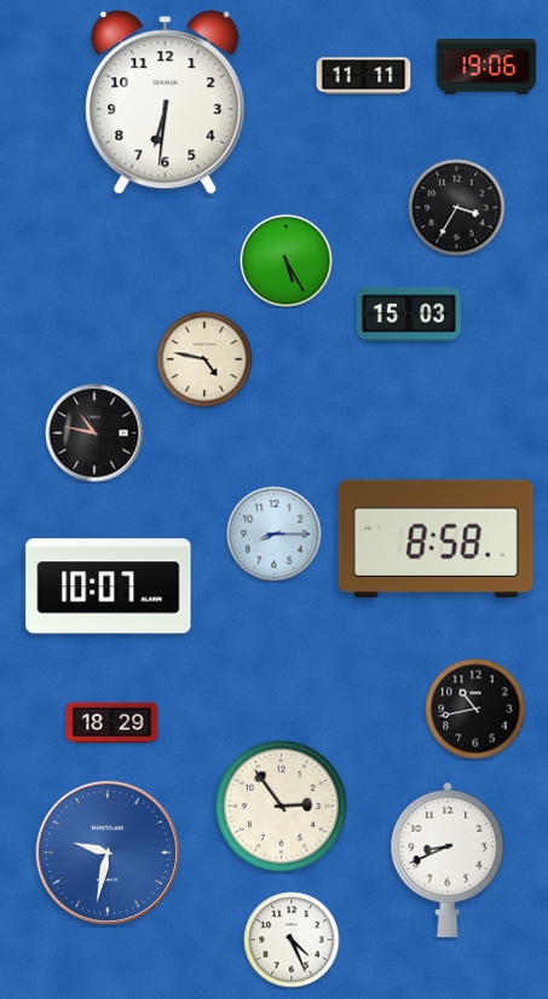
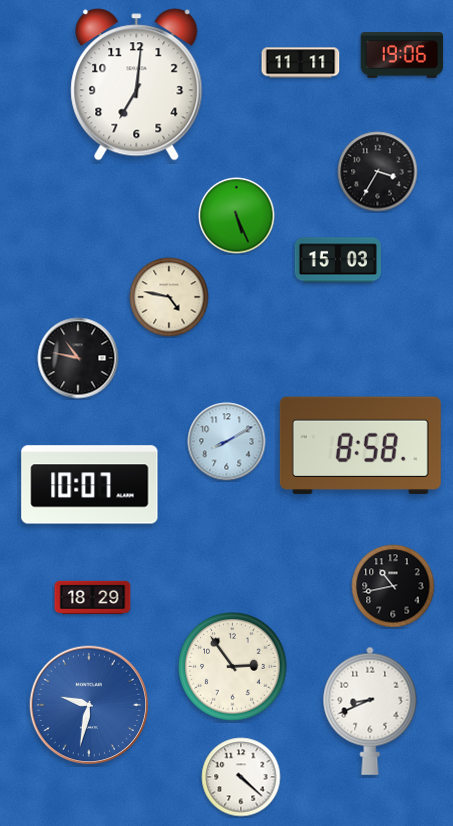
clock at (166, 103): 6:31 -> 7:01
clock at (287, 261): 5:25 -> 5:26
clock at (275, 535): 8:15 -> 8:10
clock at (292, 940): 4:26 -> 4:22
